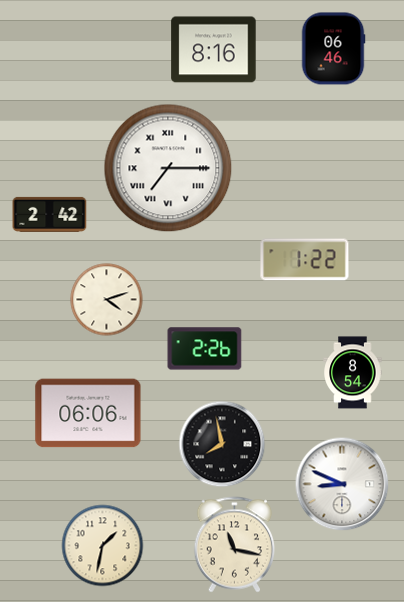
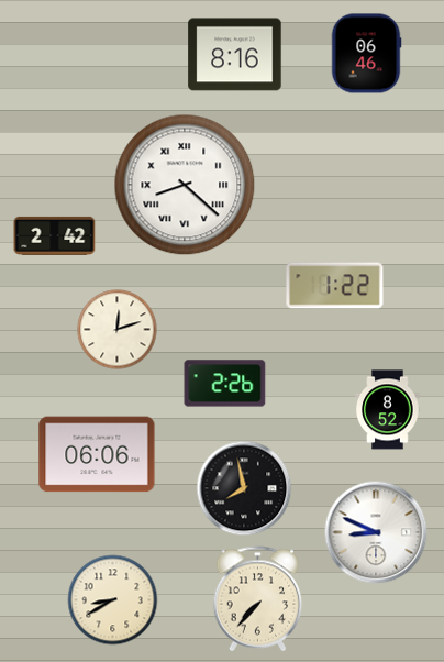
clock at (168, 168): 7:15 -> 8:22
clock at (107, 300): 4:12 -> 12:12
clock at (353, 373): 8:54 -> 8:52
clock at (235, 545): 11:17 -> 7:37
clock at (103, 546): 1:32 -> 8:40
